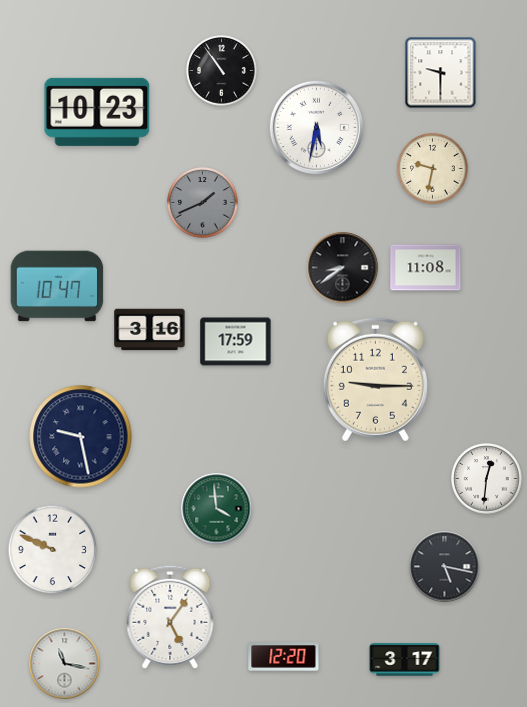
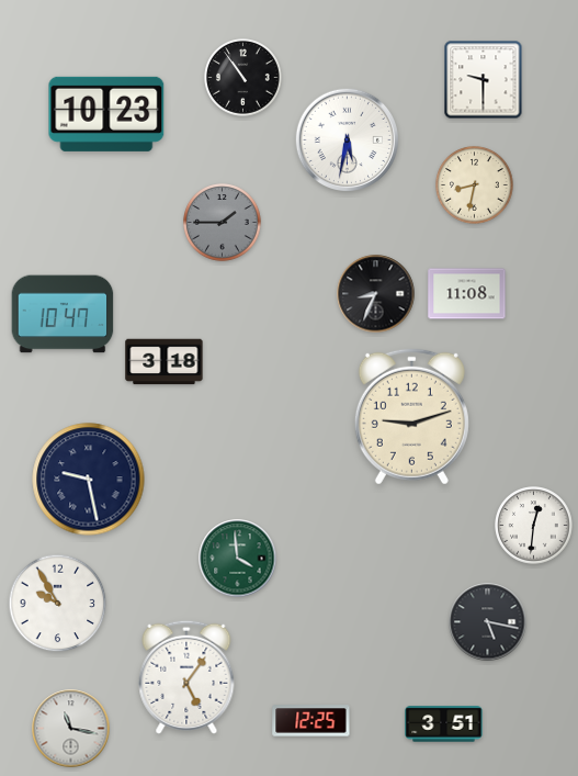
clock at (97, 112) position: (97, 112) -> (106, 114)
clock at (433, 169): 9:32 -> 8:32
clock at (203, 203): 1:41 -> 1:45
clock at (343, 268): 8:39 -> 8:34
clock at (150, 330): 3:16 -> 3:18
clock at (236, 342): 17:59 -> none
clock at (375, 379): 9:15 -> 9:12
clock at (53, 550): 9:49 -> 9:55
clock at (284, 657): 12:20 -> 12:25
clock at (405, 660): 3:17 -> 3:51
